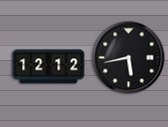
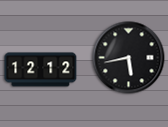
clock at (49, 67) position: (49, 67) -> (41, 70)
